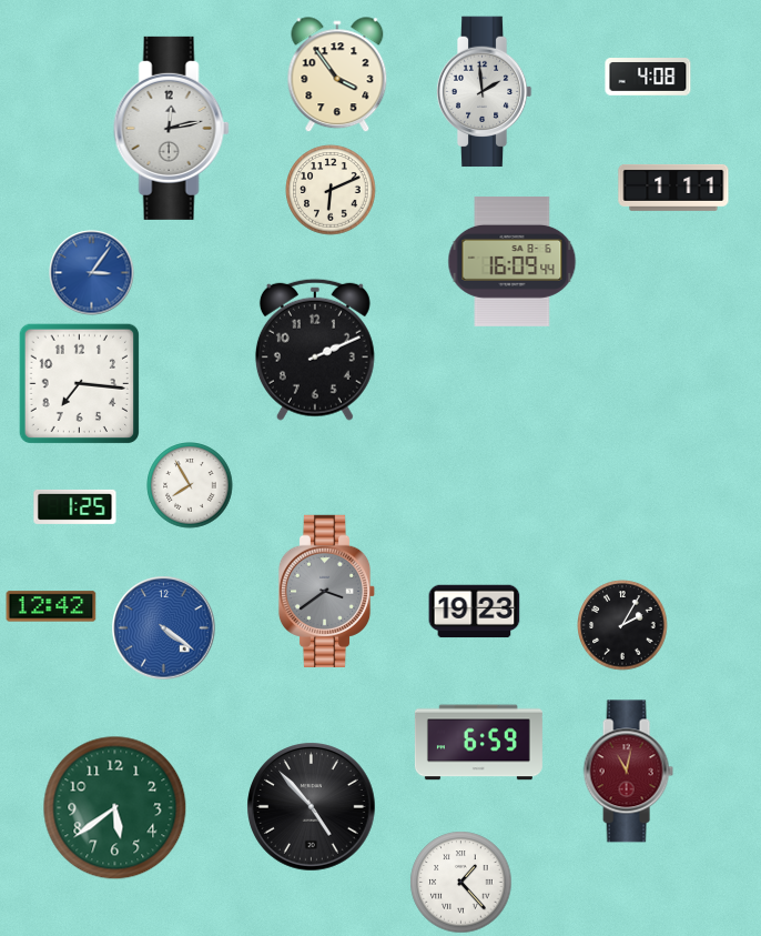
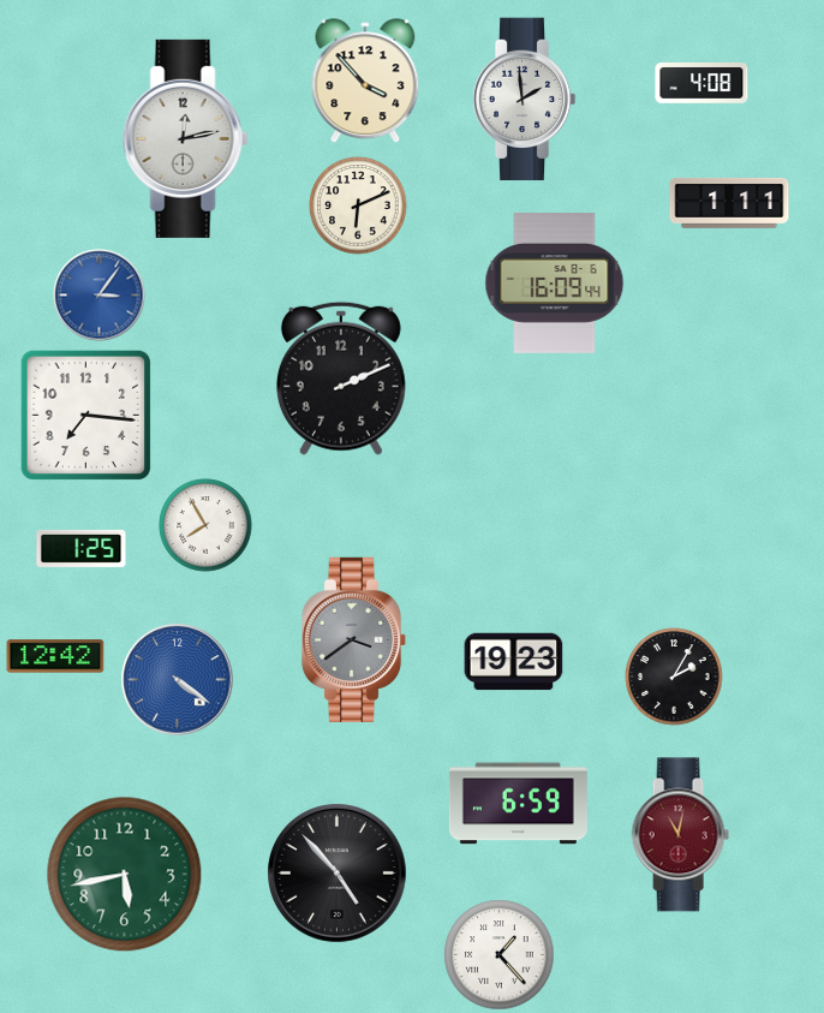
clock at (337, 76): 3:54 -> 3:53
clock at (115, 808): 5:39 -> 5:43
